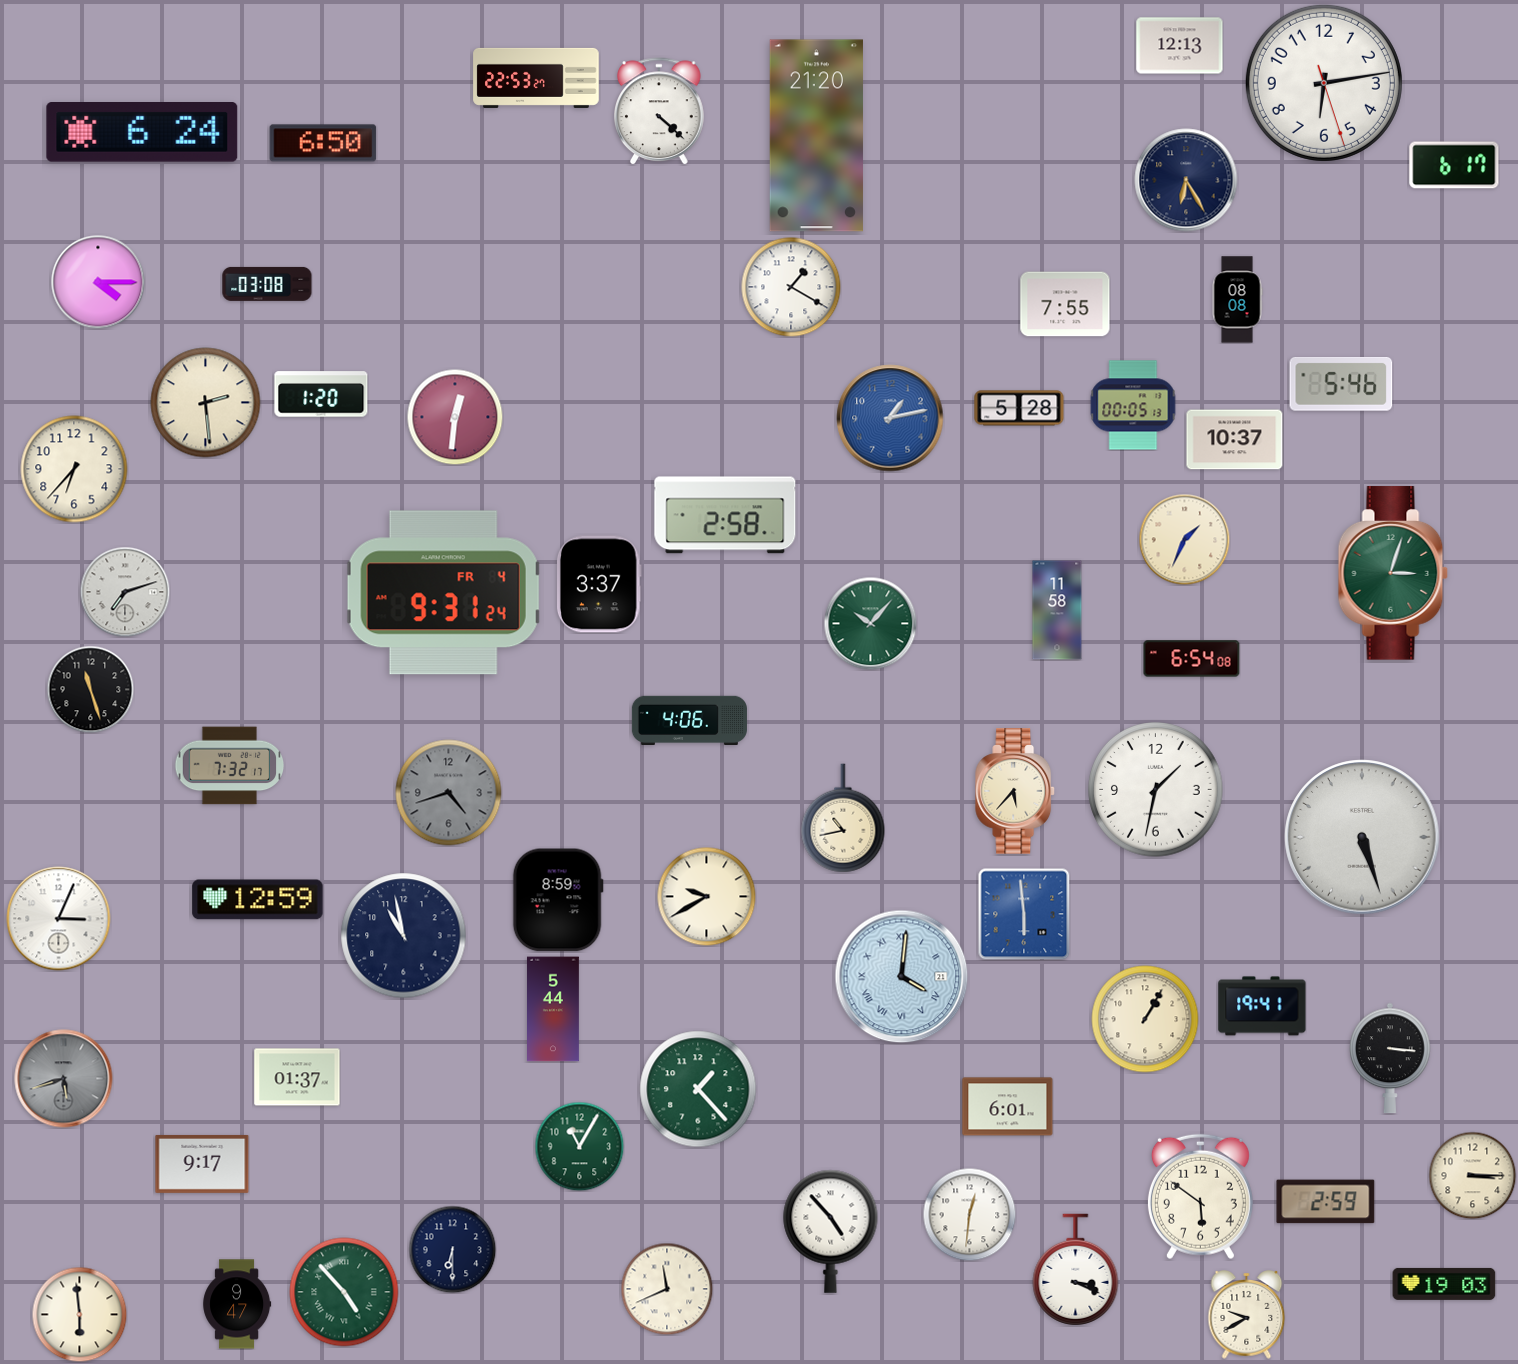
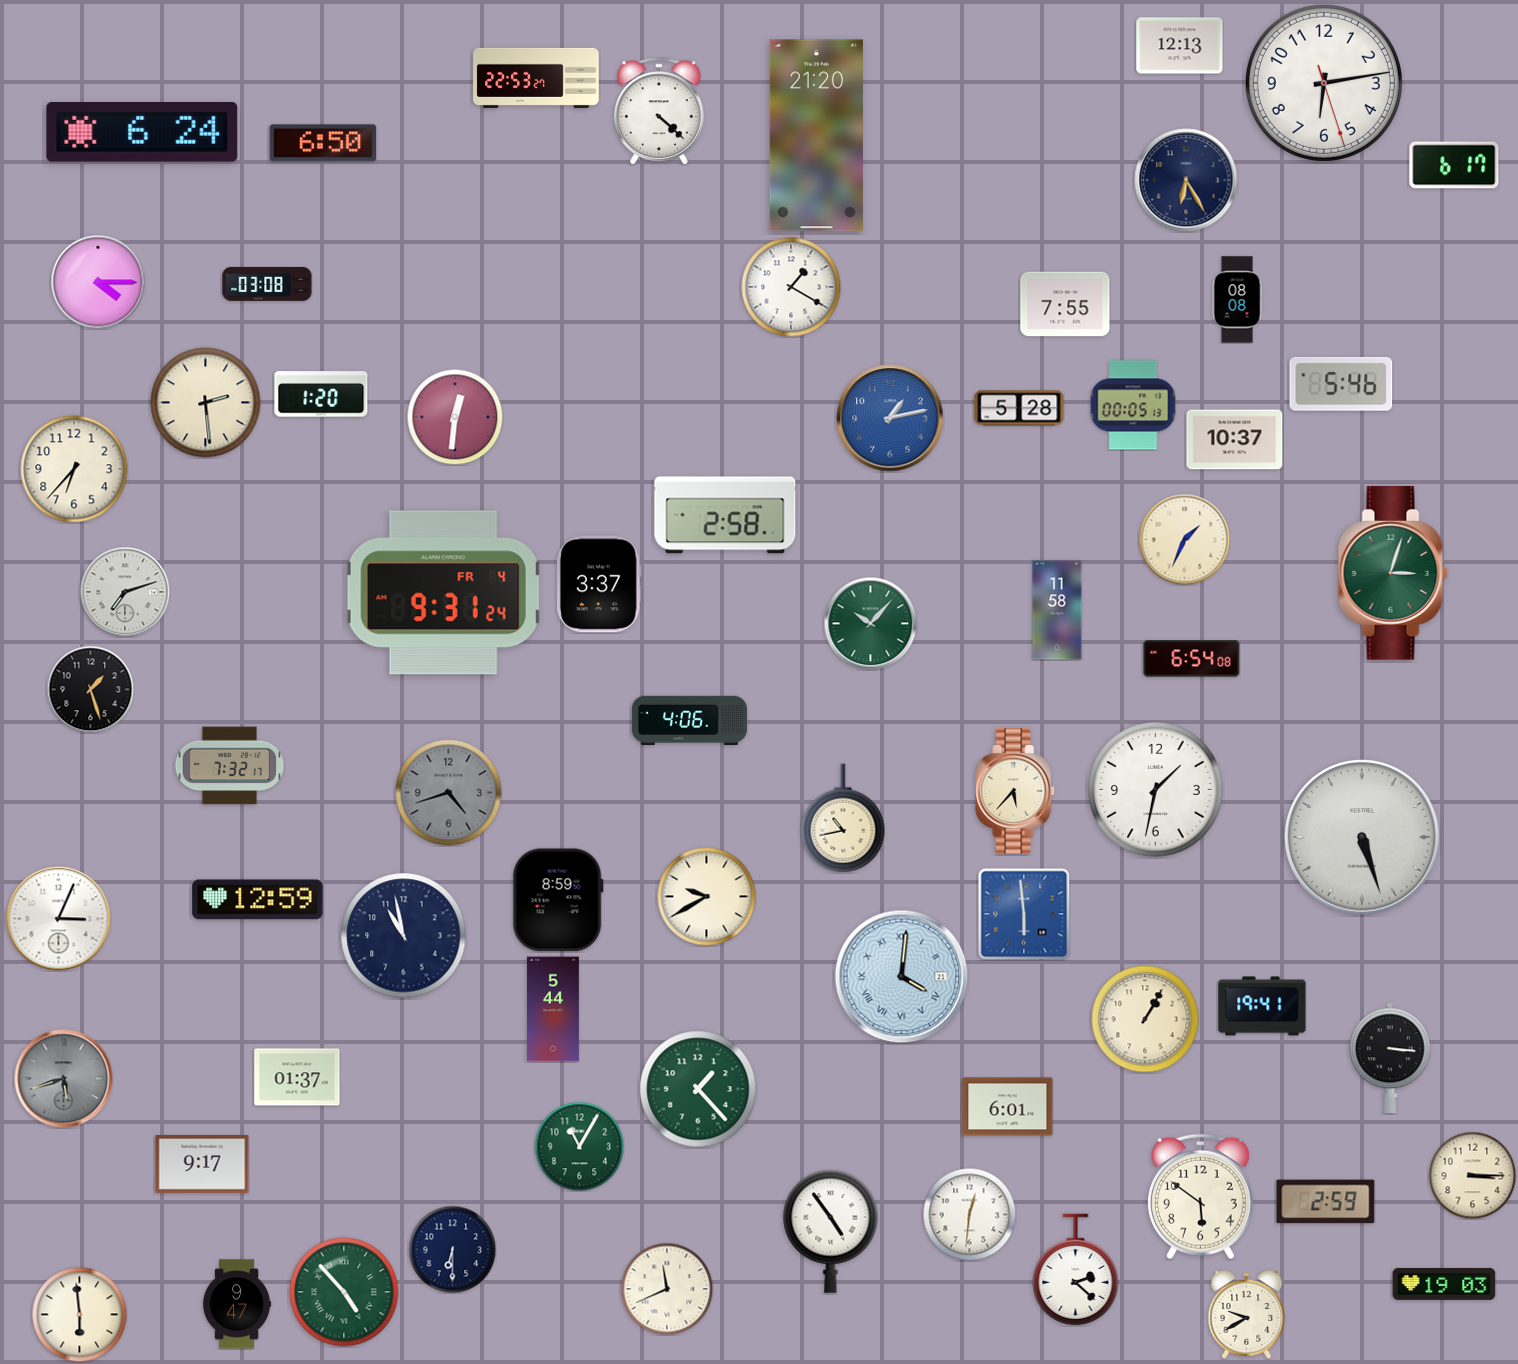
clock at (90, 689): 11:27 -> 1:27
clock at (831, 1231): 4:53 -> 4:54
clock at (1076, 1270): 3:19 -> 2:22
